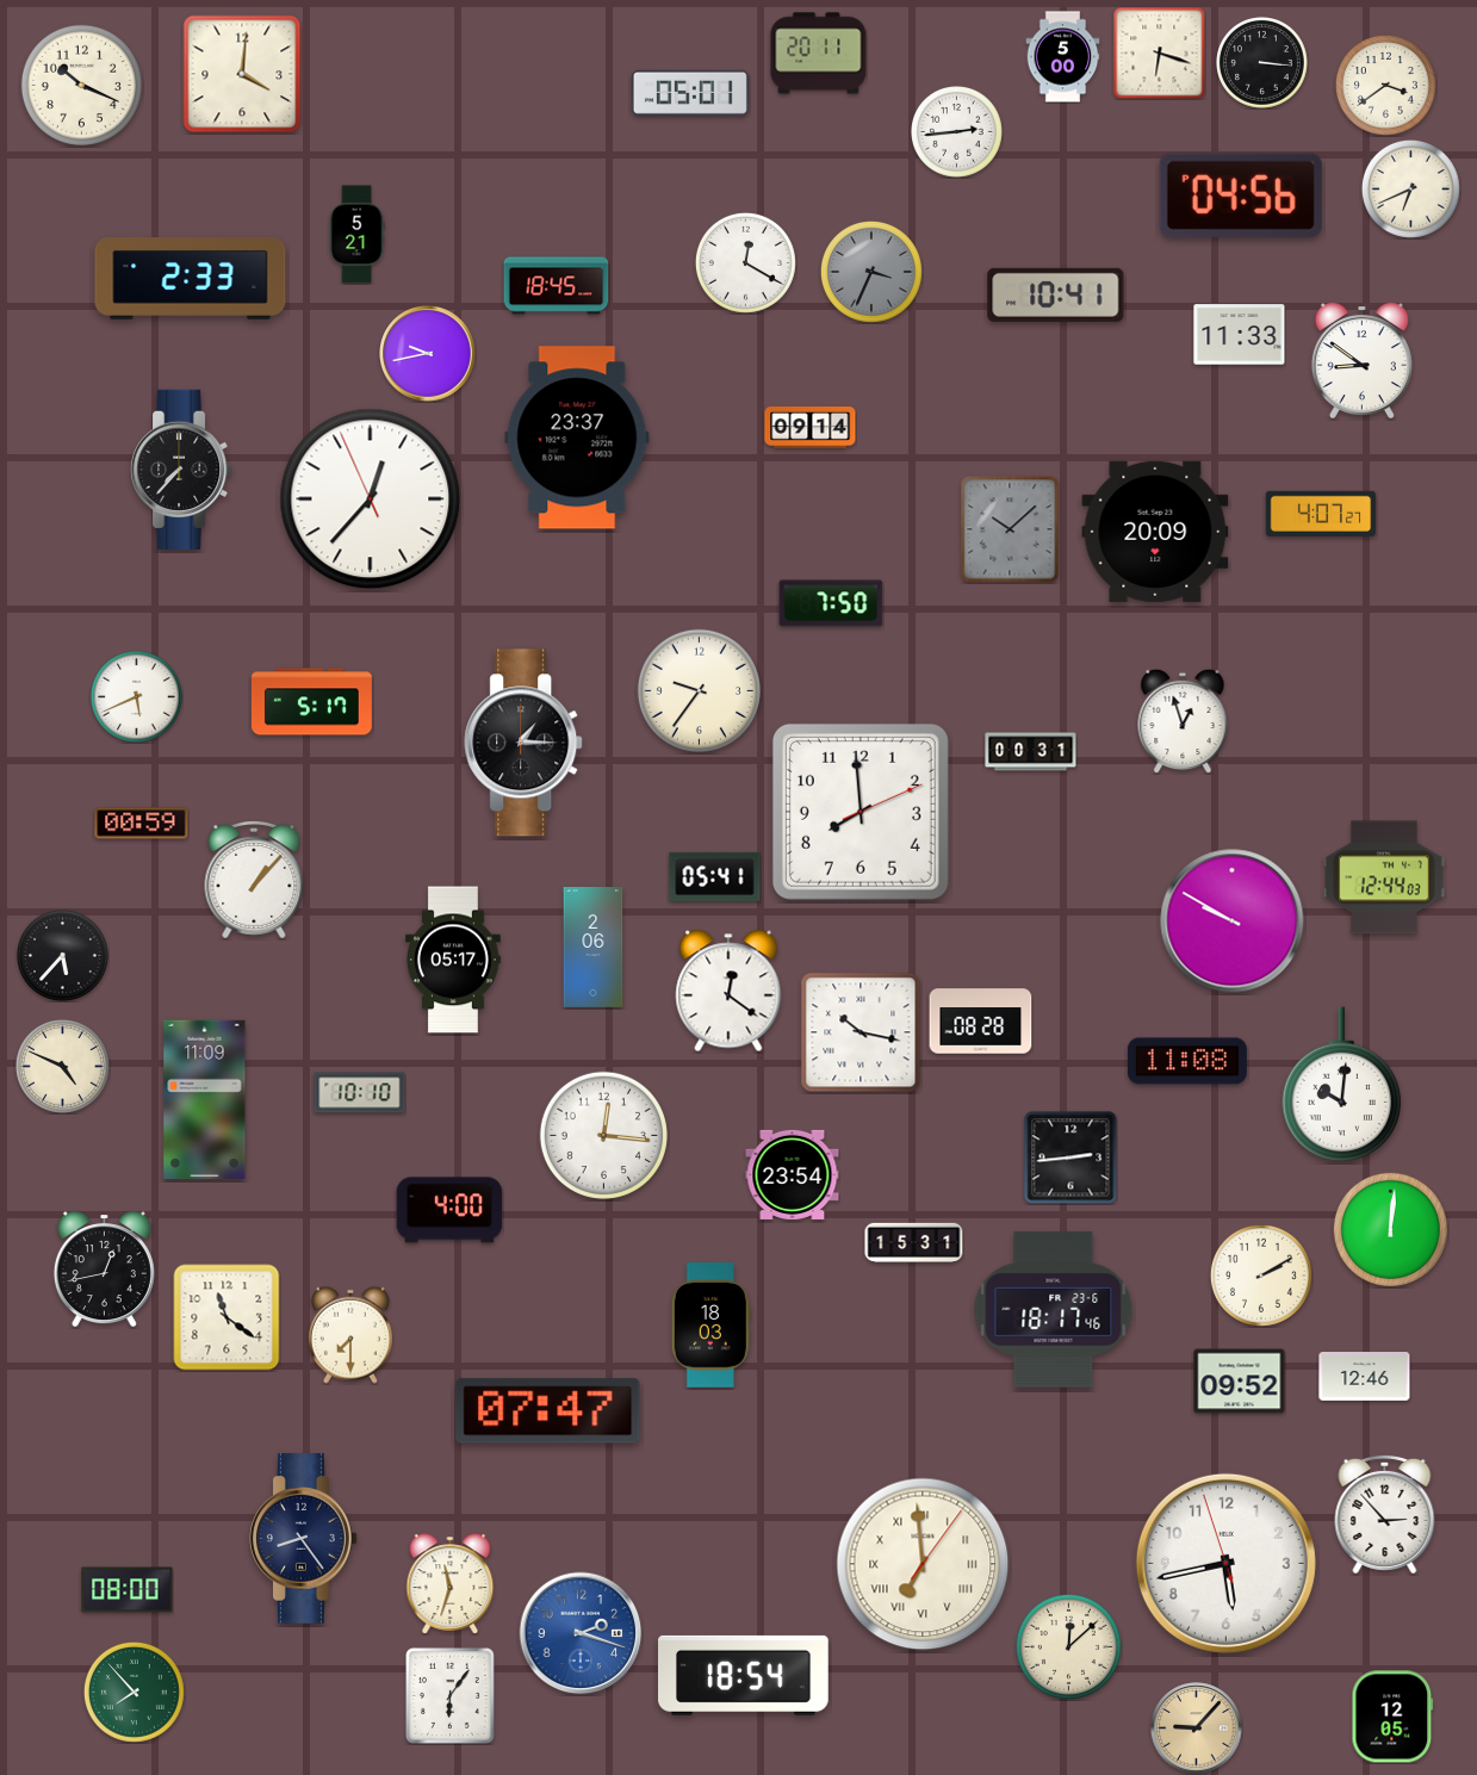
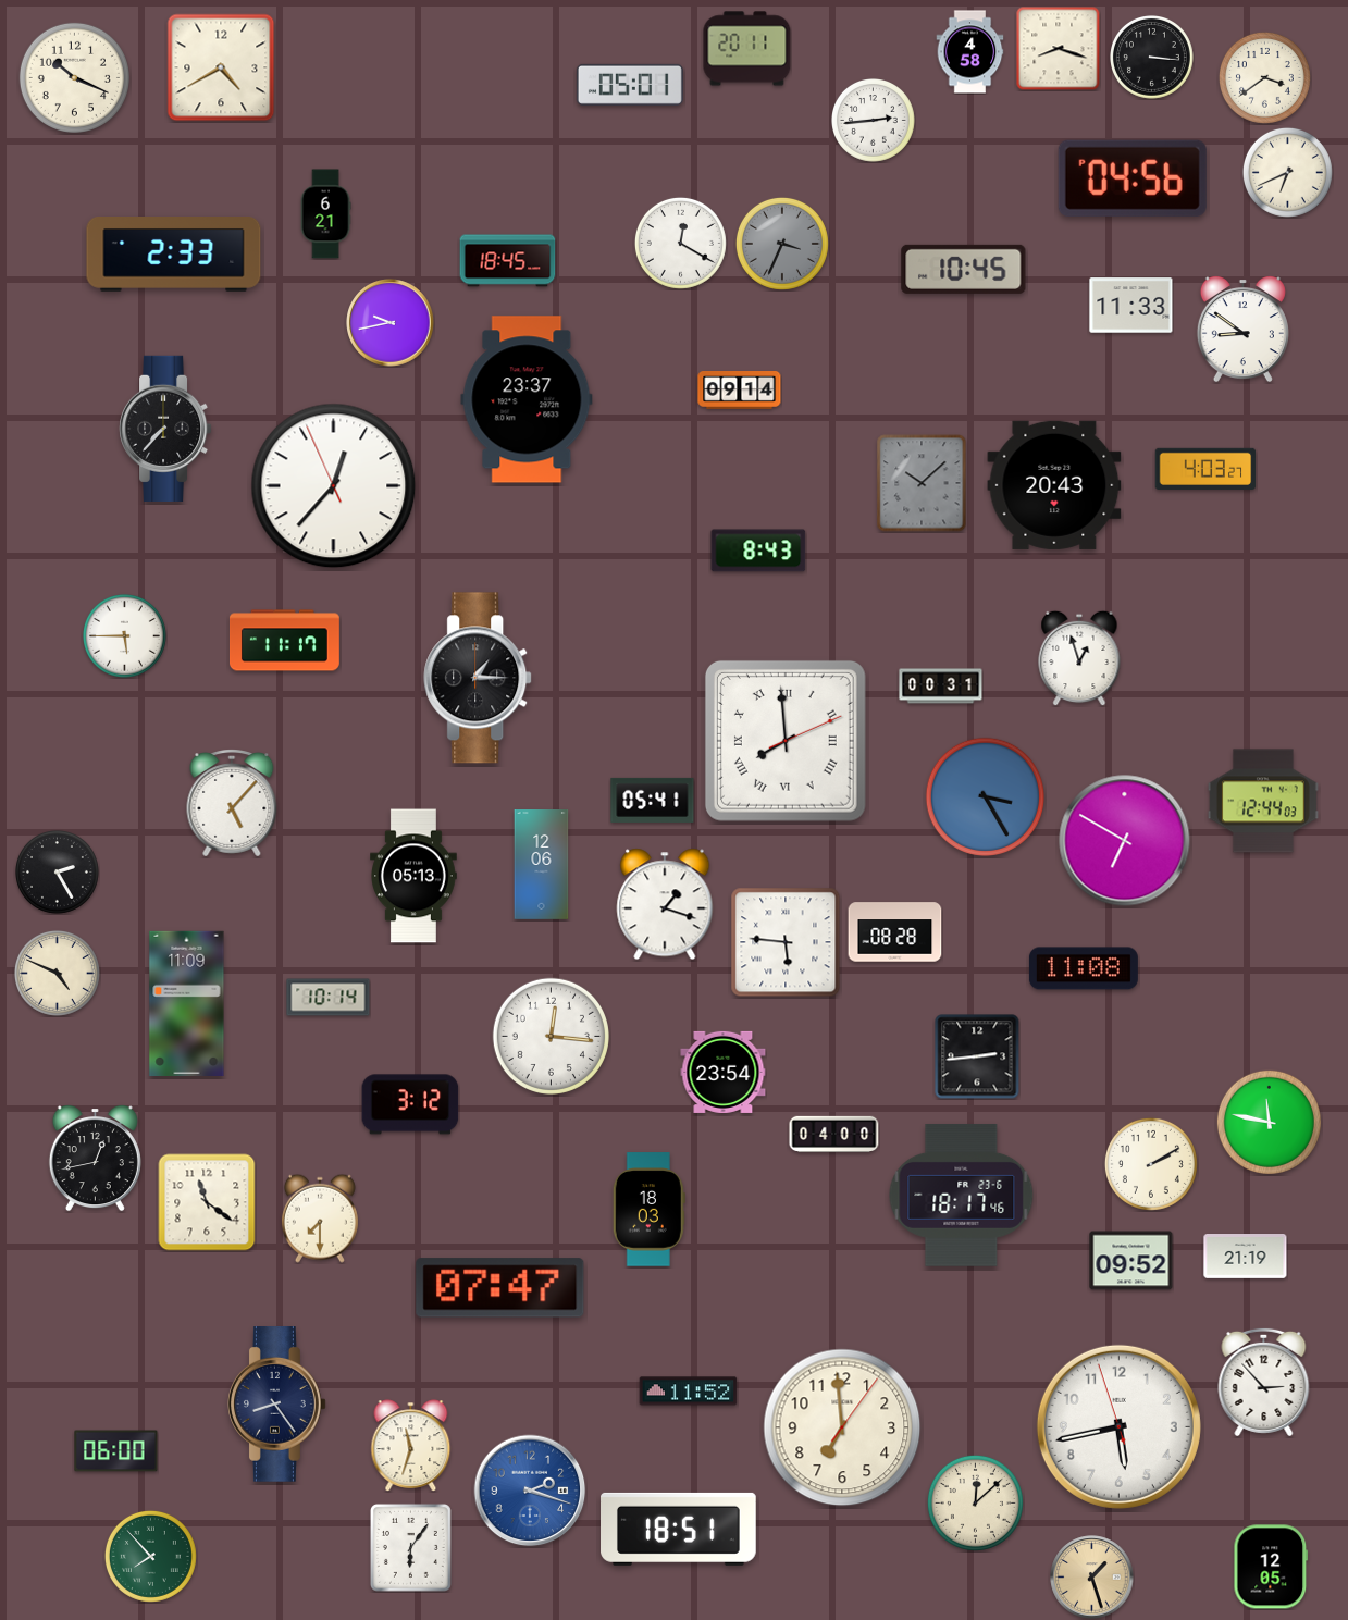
clock at (1159, 52): 6:18 -> 8:18
clock at (1063, 57): 5:00 -> 4:58
clock at (242, 74): 4:01 -> 4:40
clock at (356, 235): 5:21 -> 6:21
clock at (745, 262) position: (745, 262) -> (680, 243)
clock at (871, 272) position: (871, 272) -> (782, 244)
clock at (1056, 294): 10:41 -> 10:45
clock at (371, 499) position: (371, 499) -> (334, 486)
clock at (1321, 514): 4:07 -> 4:03
clock at (1155, 532): 20:09 -> 20:43
clock at (831, 603): 7:50 -> 8:43
clock at (699, 690): 9:36 -> none
clock at (137, 697): 5:41 -> 5:45
clock at (311, 702): 5:17 -> 11:17
clock at (861, 812) numerals: Arabic -> Roman
clock at (142, 824): 00:59 -> none
clock at (985, 796): none -> 3:25
clock at (254, 881): 1:07 -> 5:07
clock at (1233, 921): 9:50 -> 6:50
clock at (594, 948): 2:06 -> 12:06
clock at (63, 956): 5:37 -> 2:25
clock at (454, 960): 05:17 -> 05:13
clock at (728, 991): 12:21 -> 1:18
clock at (861, 1032): 10:17 -> 5:46
clock at (1342, 1085): 10:01 -> none
clock at (360, 1093): 10:10 -> 10:14
clock at (449, 1210): 4:00 -> 3:12
clock at (1390, 1229): 12:01 -> 11:47
clock at (914, 1242): 15:31 -> 04:00
clock at (1365, 1377): 12:46 -> 21:19
clock at (689, 1392): none -> 11:52
clock at (923, 1564) numerals: Roman -> Arabic
clock at (128, 1590): 08:00 -> 06:00
clock at (744, 1675): 18:54 -> 18:51
clock at (134, 1692) position: (134, 1692) -> (150, 1556)
clock at (1197, 1729): 9:07 -> 1:27
